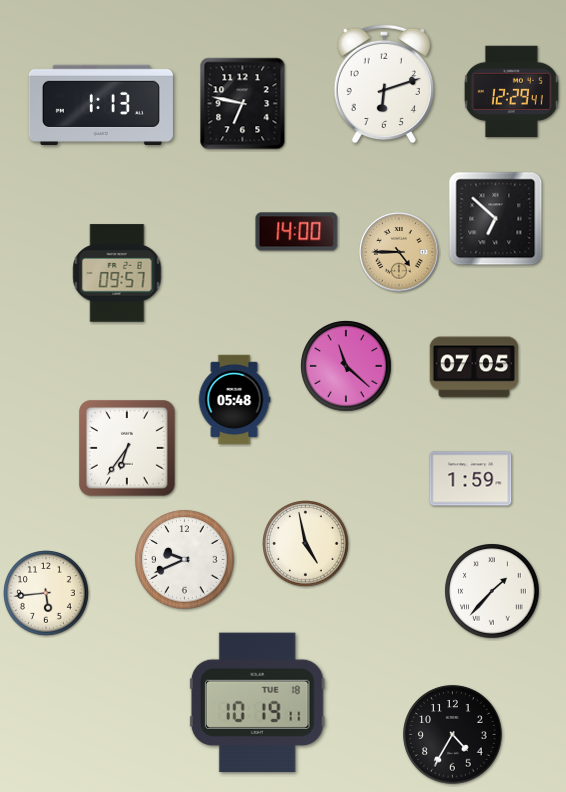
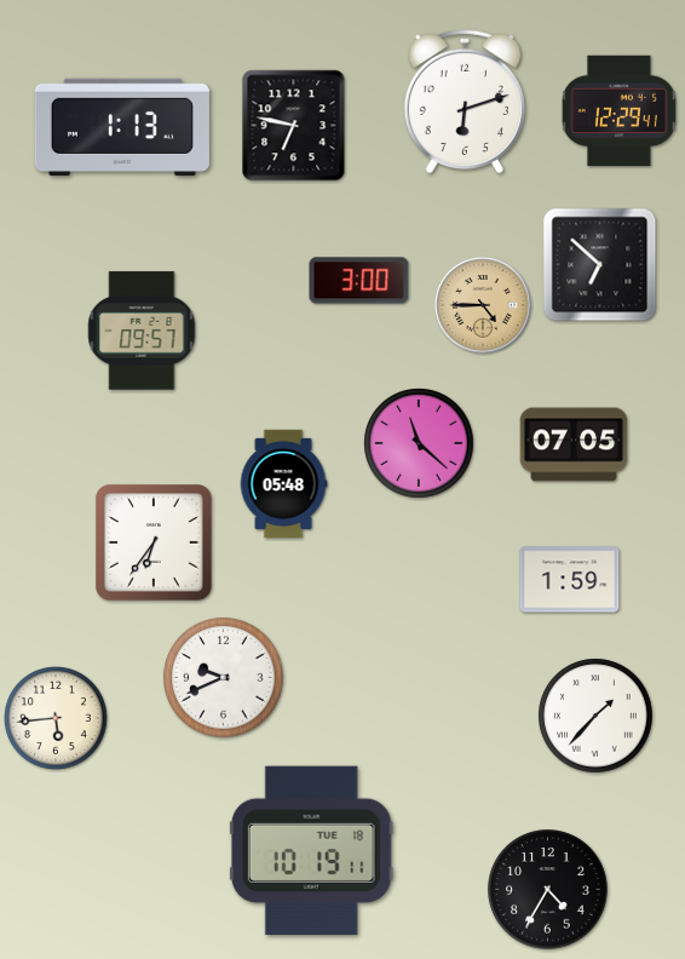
clock at (297, 232): 14:00 -> 3:00
clock at (306, 544): 4:58 -> none
